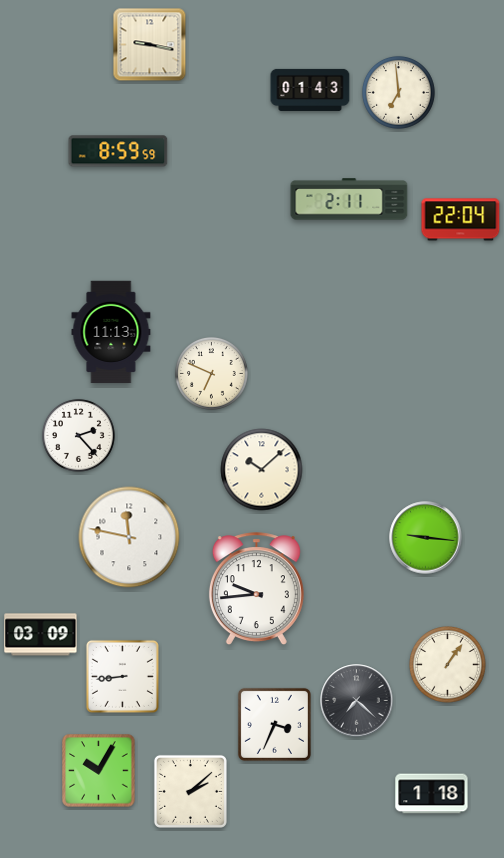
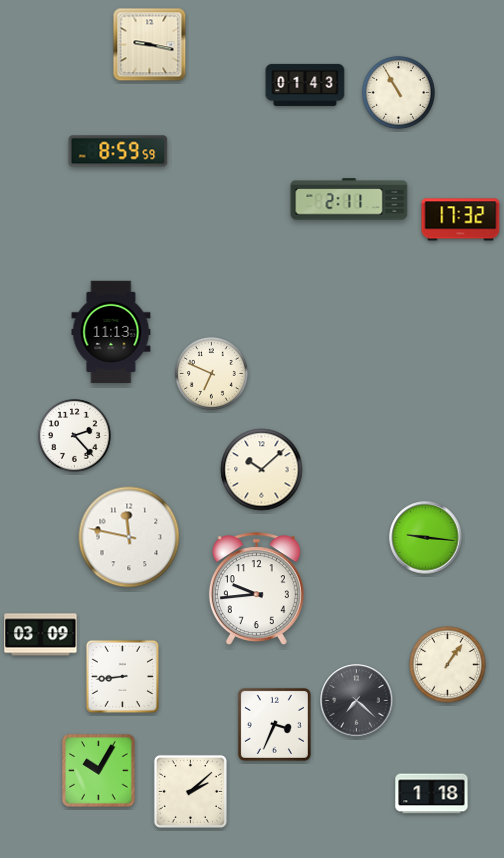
clock at (310, 90) position: (310, 90) -> (305, 85)
clock at (398, 92): 6:59 -> 10:55
clock at (461, 220): 22:04 -> 17:32
clock at (78, 435) position: (78, 435) -> (74, 435)
